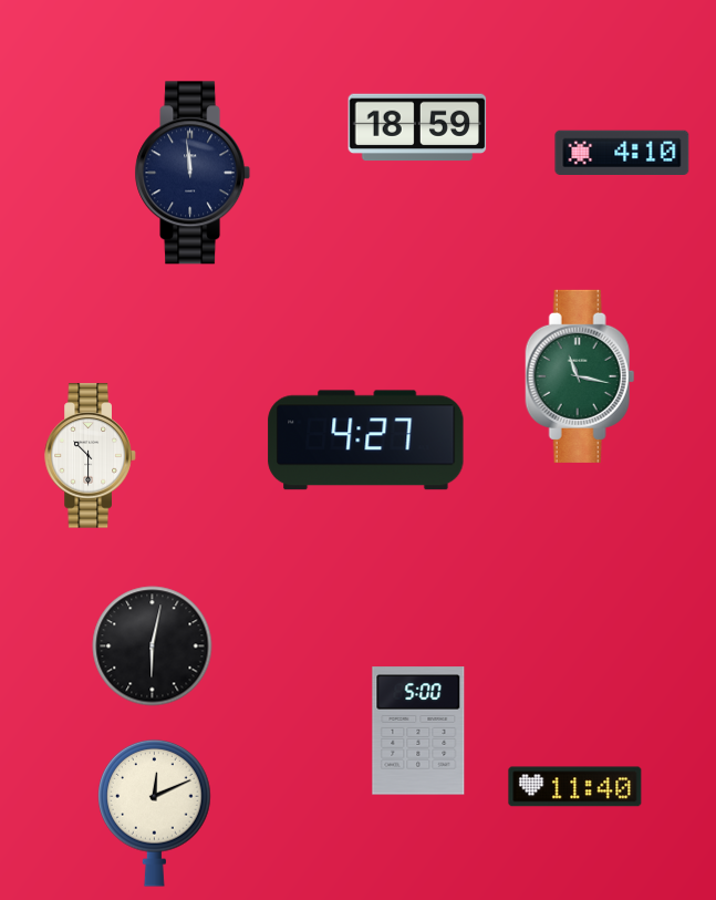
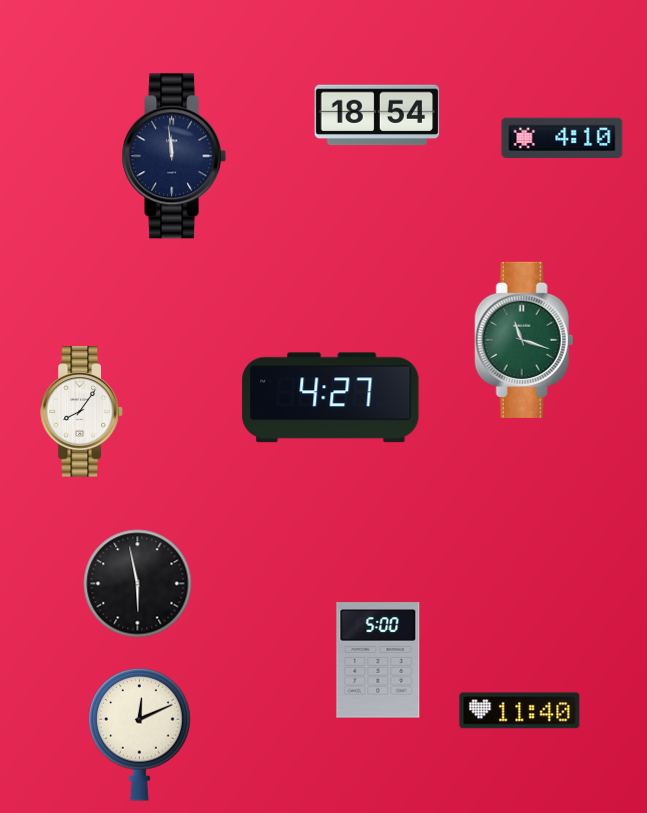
clock at (417, 127): 18:59 -> 18:54
clock at (580, 376): 11:17 -> 11:18
clock at (91, 456): 10:30 -> 8:06
clock at (153, 646): 6:02 -> 5:58
